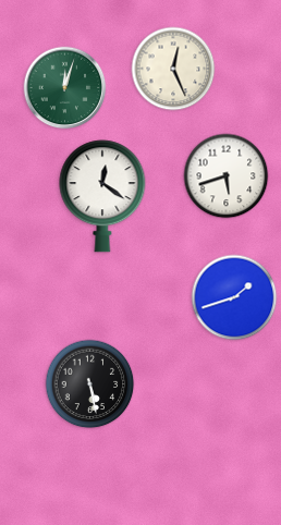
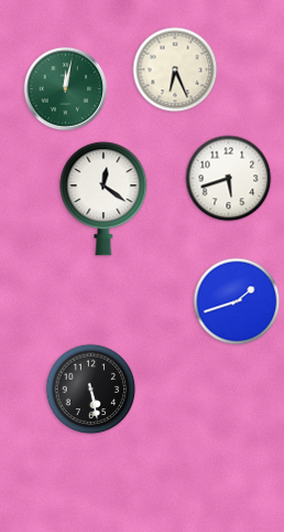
clock at (173, 69): 12:26 -> 6:26
clock at (65, 88): 12:03 -> 12:02
